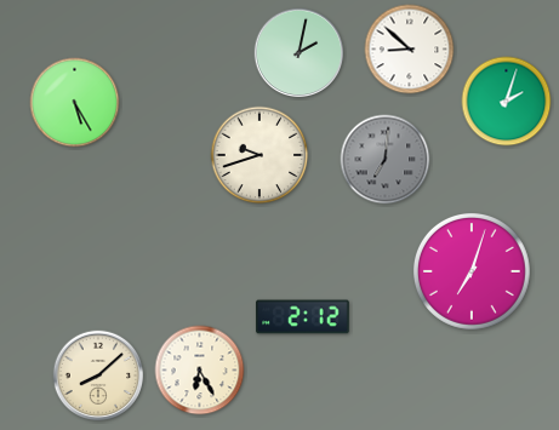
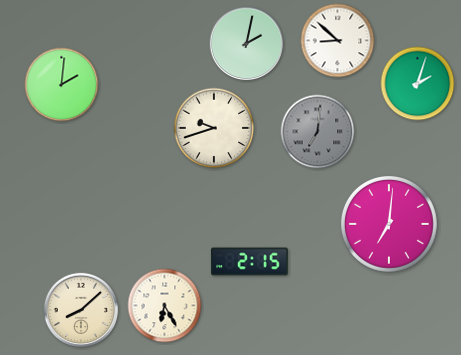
clock at (75, 103): 5:25 -> 2:01
clock at (472, 271): 7:03 -> 7:01
clock at (303, 317): 2:12 -> 2:15
